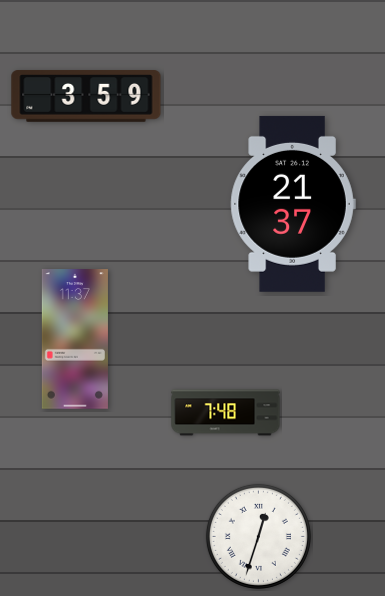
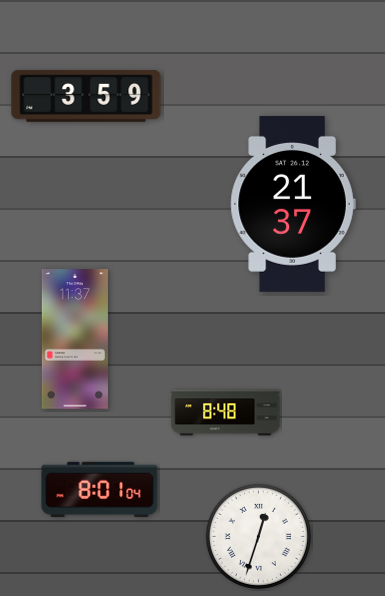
clock at (226, 413): 7:48 -> 8:48
clock at (100, 489): none -> 8:01
